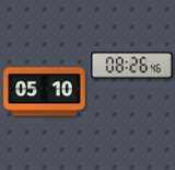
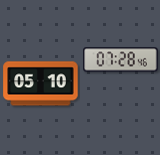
clock at (132, 66): 08:26 -> 07:28
